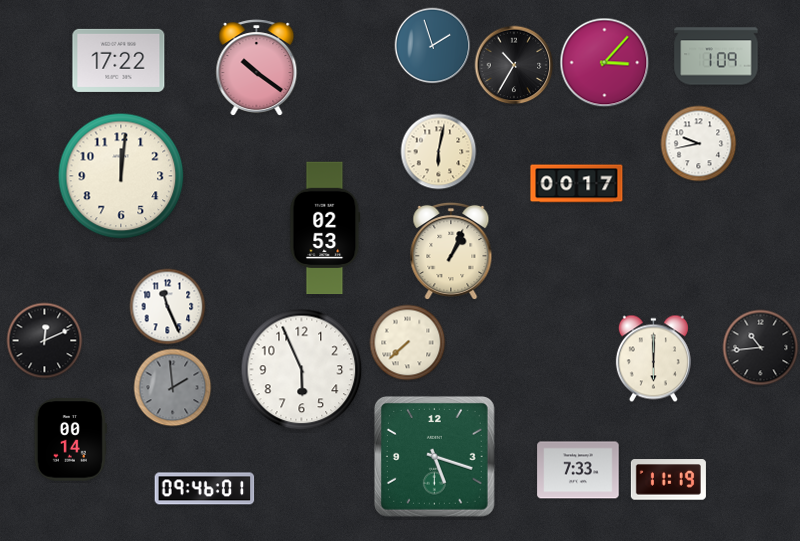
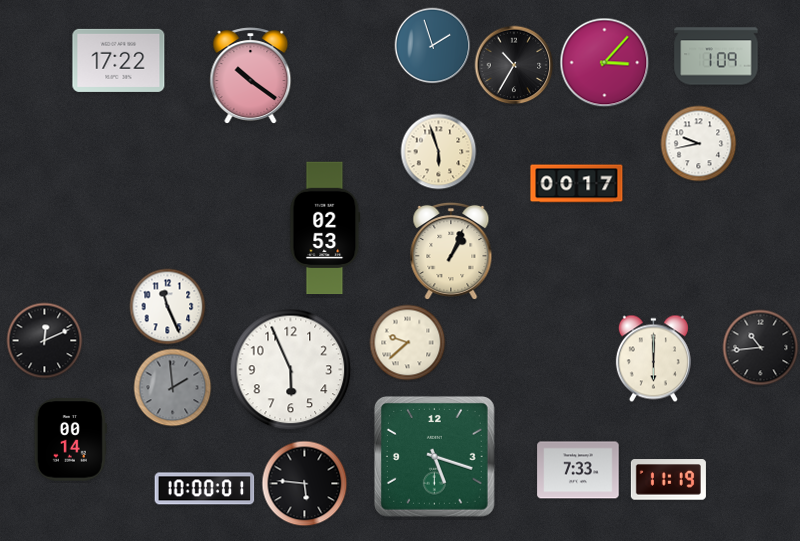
clock at (257, 68) position: (257, 68) -> (251, 76)
clock at (439, 152): 6:02 -> 5:57
clock at (121, 176): 12:01 -> none
clock at (408, 343): 7:38 -> 9:38
clock at (302, 370) position: (302, 370) -> (291, 370)
clock at (305, 484): none -> 5:46
clock at (205, 489): 09:46 -> 10:00
